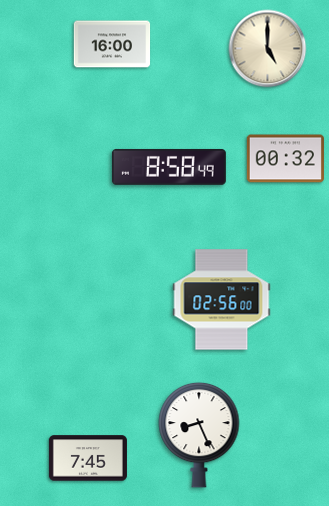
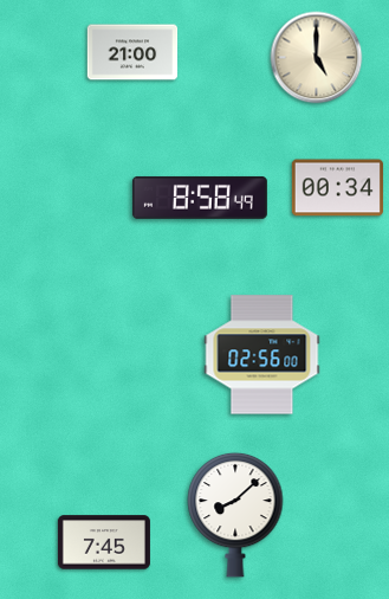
clock at (112, 44): 16:00 -> 21:00
clock at (285, 159): 00:32 -> 00:34
clock at (199, 435): 8:26 -> 8:08
